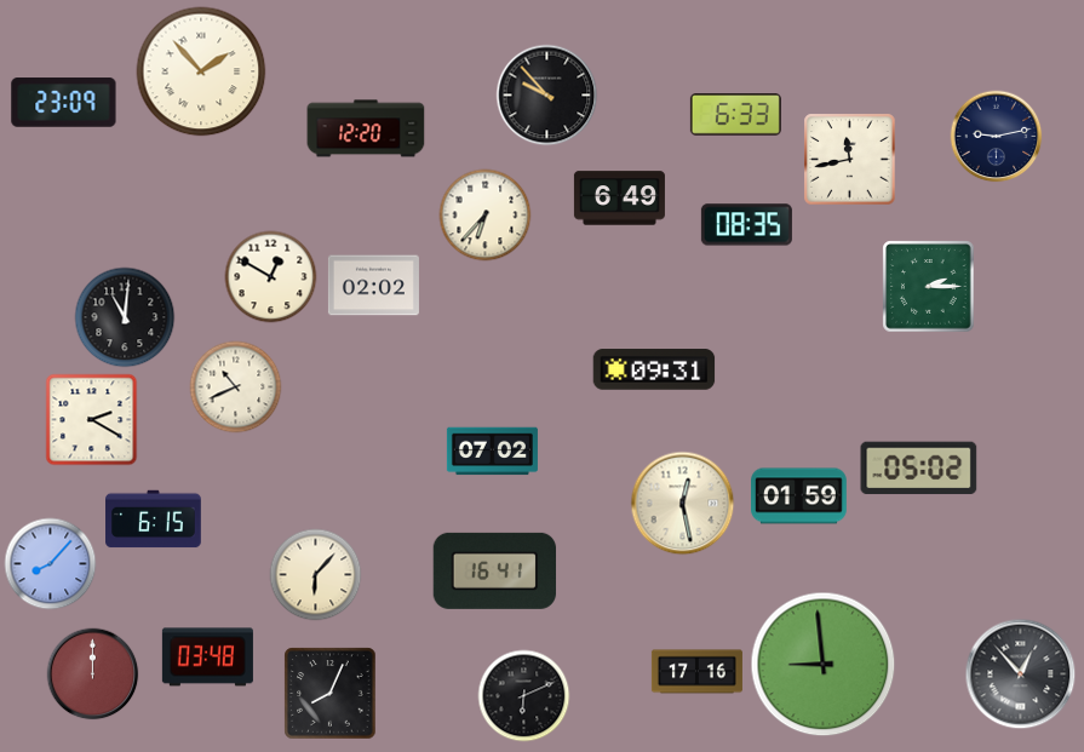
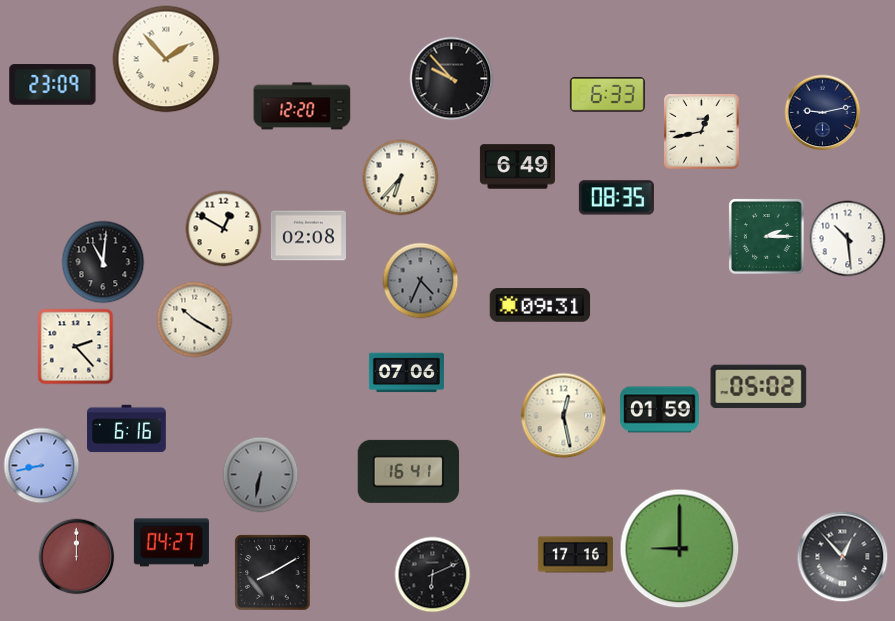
clock at (850, 160): 11:43 -> 12:43
clock at (619, 199) position: (619, 199) -> (517, 167)
clock at (746, 225) position: (746, 225) -> (616, 198)
clock at (373, 286): 02:02 -> 02:08
clock at (848, 239): none -> 10:29
clock at (421, 281): none -> 4:34
clock at (236, 388): 10:41 -> 10:20
clock at (92, 420): 2:20 -> 2:23
clock at (492, 452): 07:02 -> 07:06
clock at (154, 519): 6:15 -> 6:16
clock at (51, 564): 8:07 -> 8:43
clock at (316, 575): 6:07 -> 6:32
clock at (316, 575) dial: cream -> grey
clock at (207, 658): 03:48 -> 04:27
clock at (824, 665): 8:59 -> 9:00
clock at (331, 694): 8:04 -> 8:10
